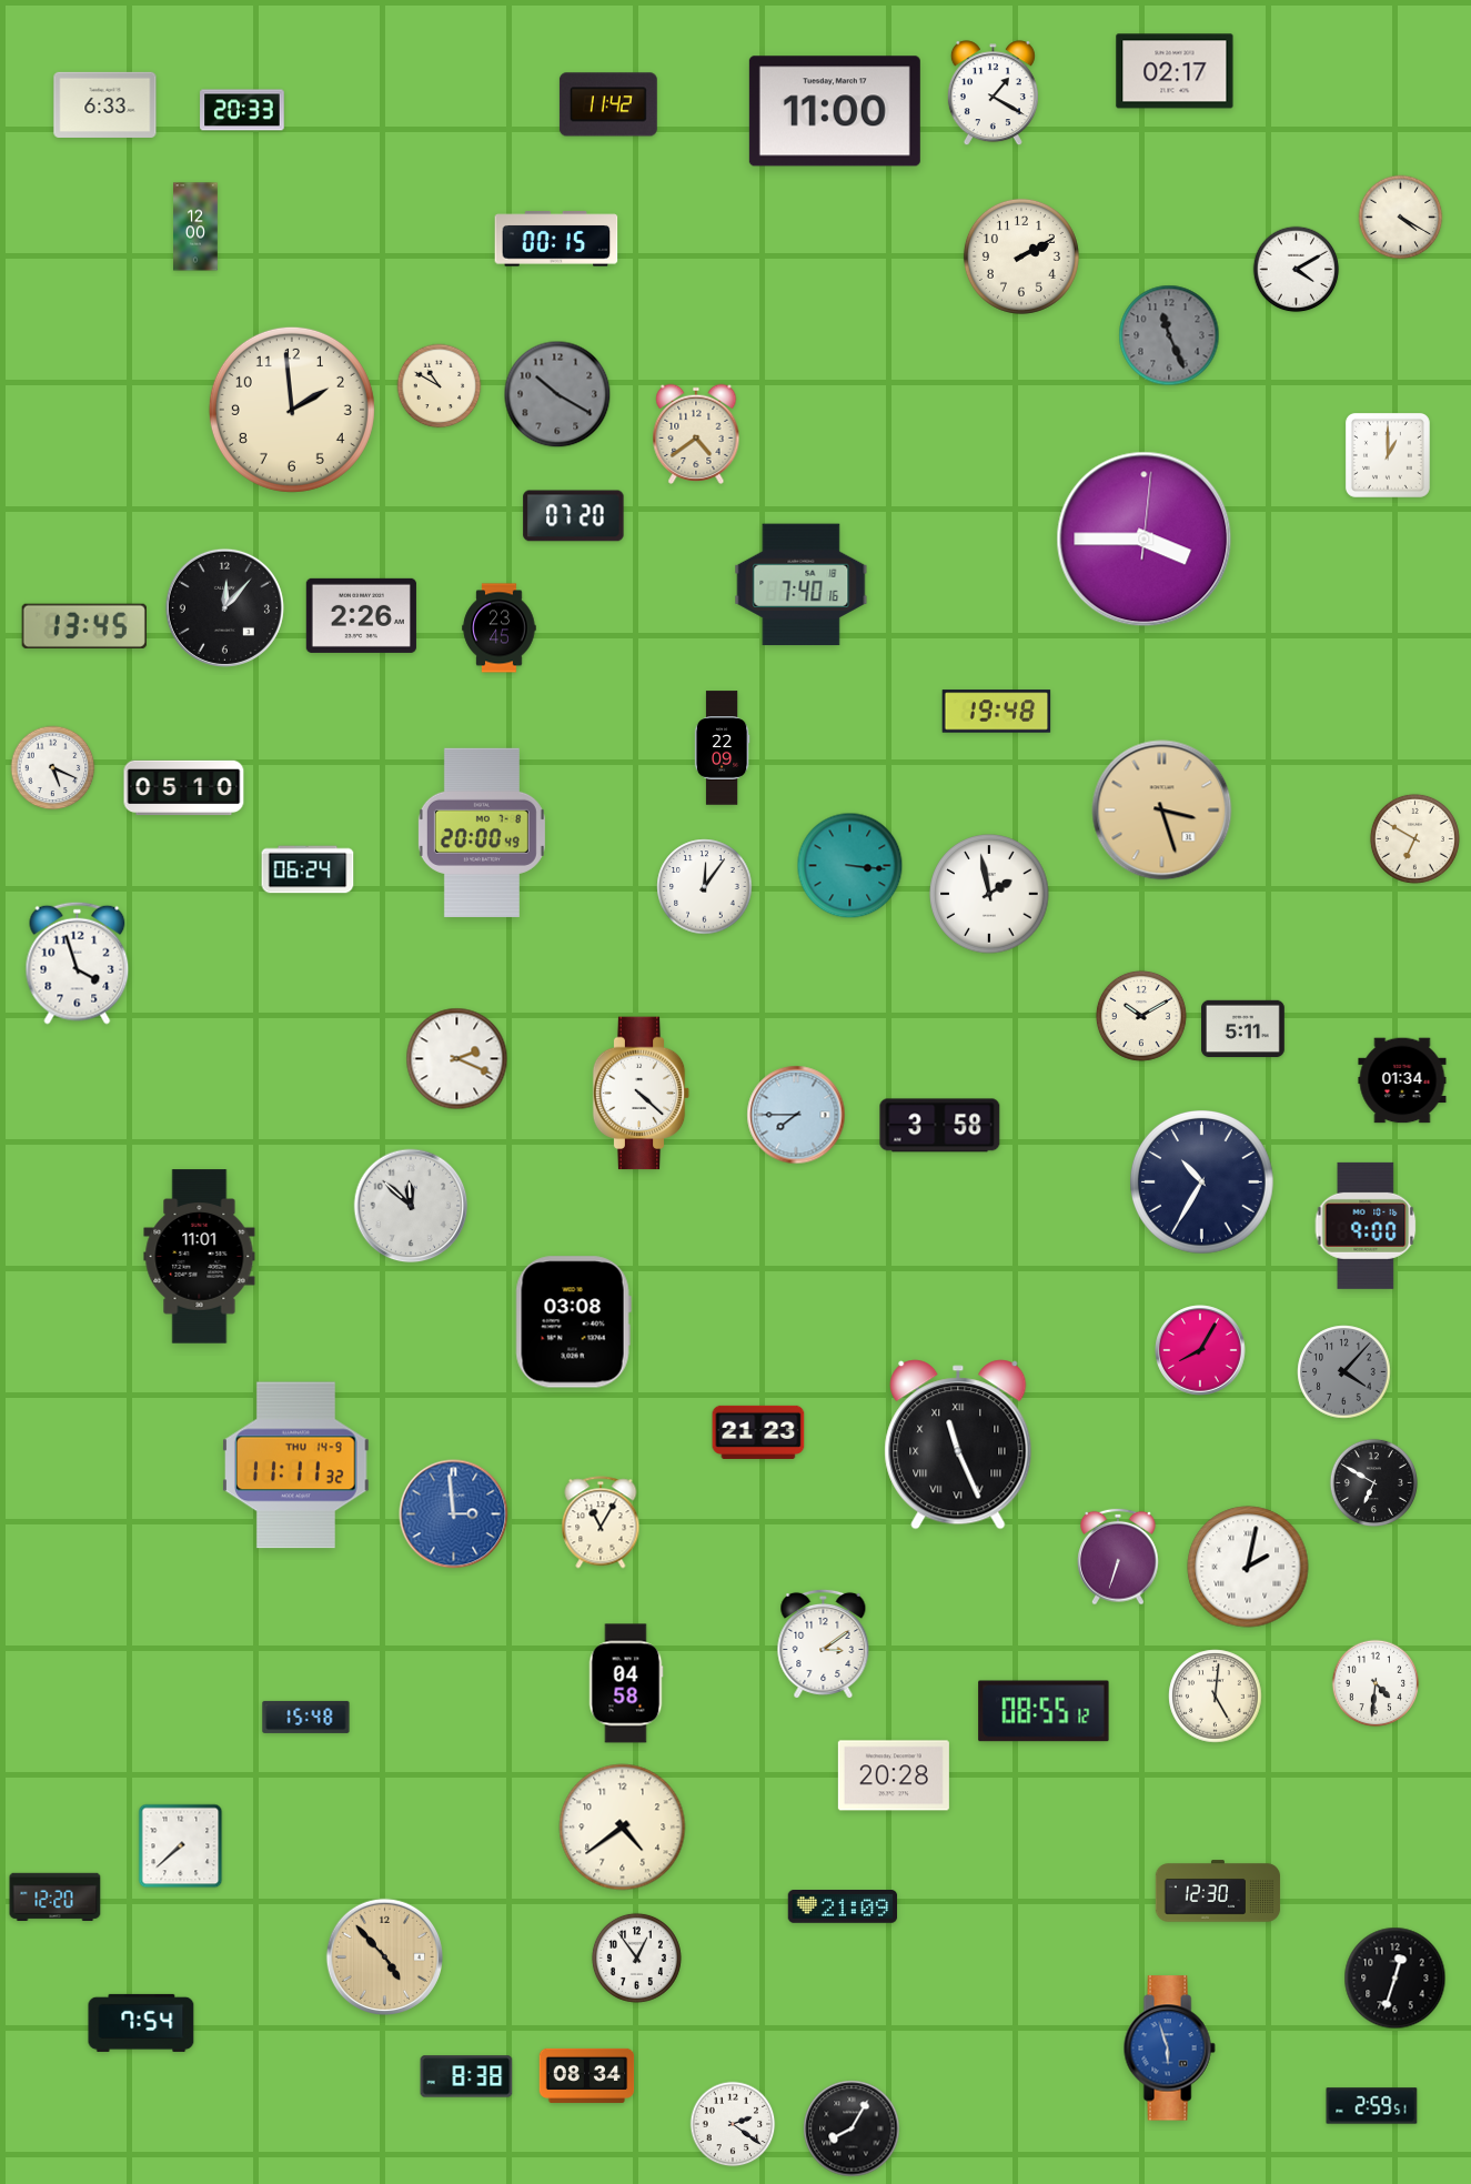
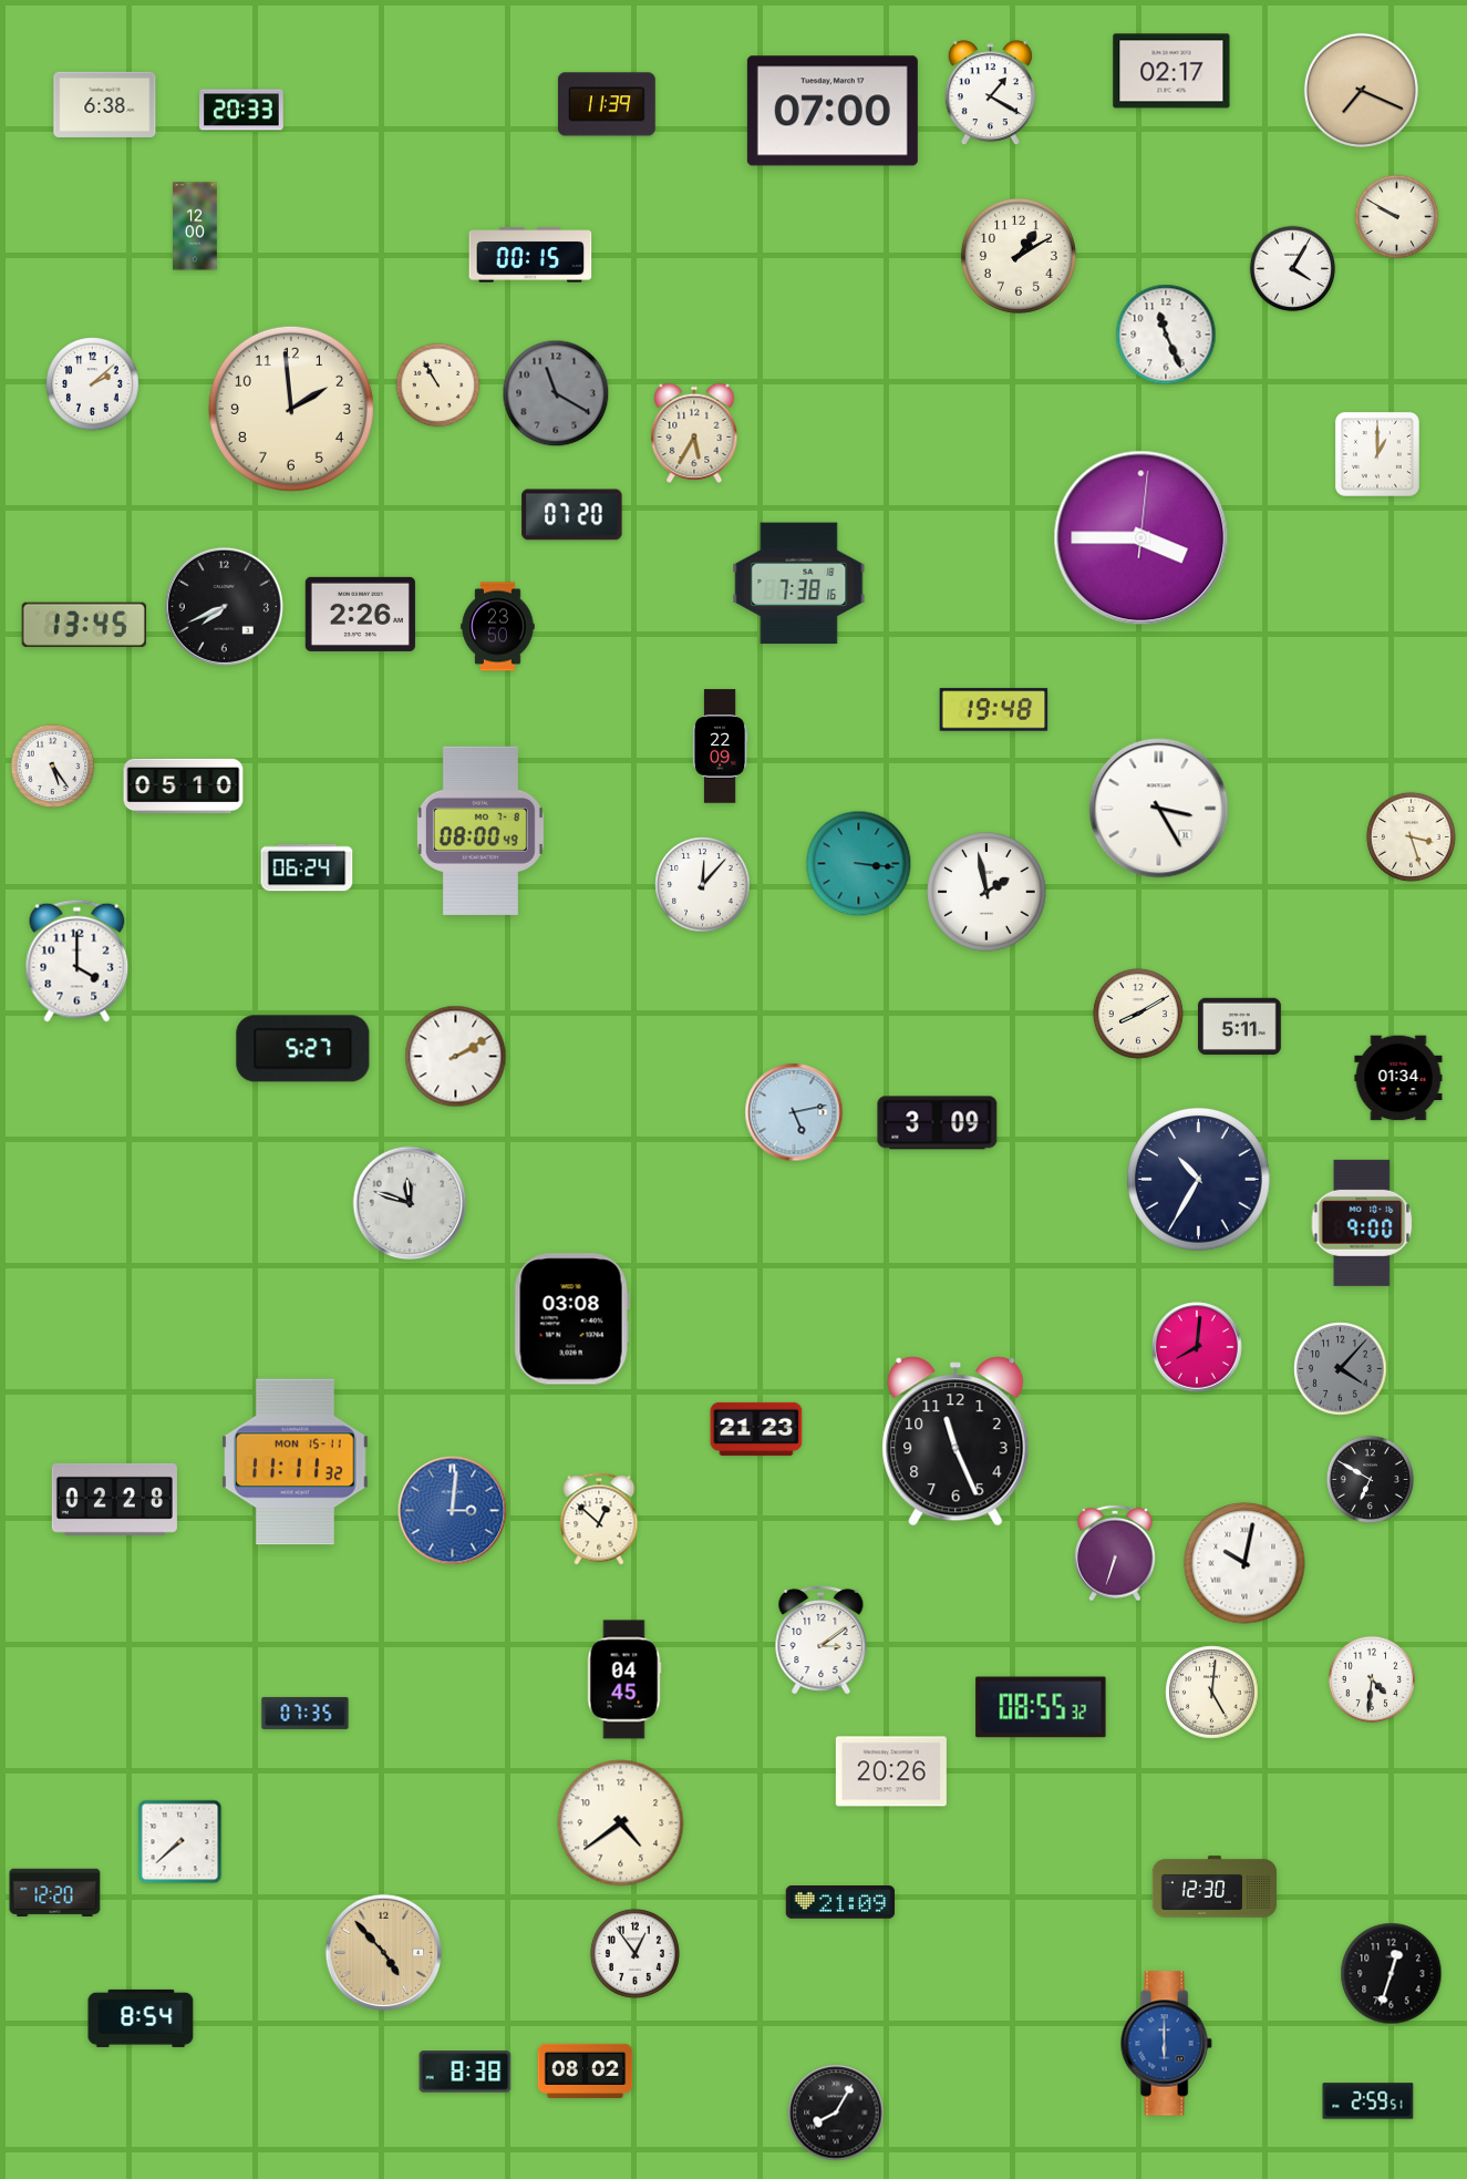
clock at (1361, 90): none -> 7:19
clock at (105, 104): 6:33 -> 6:38
clock at (608, 104): 11:42 -> 11:39
clock at (835, 111): 11:00 -> 07:00
clock at (1401, 218): 4:20 -> 9:50
clock at (556, 239) position: (556, 239) -> (530, 255)
clock at (1021, 256): 2:10 -> 1:10
clock at (1297, 270): 4:10 -> 4:05
clock at (1169, 335) dial: grey -> white
clock at (93, 384): none -> 2:08
clock at (440, 386): 10:50 -> 10:55
clock at (557, 394): 10:20 -> 11:20
clock at (696, 434): 4:39 -> 5:35
clock at (1388, 455) position: (1388, 455) -> (1377, 454)
clock at (802, 585): 7:40 -> 7:38
clock at (224, 607): 12:07 -> 7:41
clock at (500, 628): 23:45 -> 23:50
clock at (53, 768): 5:19 -> 5:24
clock at (1162, 811): 3:27 -> 3:25
clock at (1162, 811) dial: champagne -> white
clock at (482, 833): 20:00 -> 08:00
clock at (1414, 838): 6:50 -> 3:27
clock at (850, 866) position: (850, 866) -> (859, 864)
clock at (705, 887): 12:06 -> 12:07
clock at (78, 963): 3:57 -> 4:00
clock at (1141, 1016): 10:10 -> 8:10
clock at (303, 1049): none -> 5:27
clock at (457, 1059): 2:19 -> 2:10
clock at (642, 1094): 4:22 -> none
clock at (796, 1115): 7:45 -> 5:13
clock at (940, 1126): 3:58 -> 3:09
clock at (411, 1206): 11:52 -> 11:48
clock at (200, 1257): 11:01 -> none
clock at (1200, 1350): 8:05 -> 8:01
clock at (958, 1445) numerals: Roman -> Arabic
clock at (296, 1466) date: THU 14-9 -> MON 15-11
clock at (114, 1499): none -> 02:28
clock at (454, 1514): 2:59 -> 3:01
clock at (601, 1522): 11:05 -> 12:52
clock at (1248, 1567): 2:02 -> 10:02
clock at (626, 1683): 04:58 -> 04:45
clock at (1044, 1711): 08:55:12 -> 08:55:32
clock at (306, 1717): 15:48 -> 07:35
clock at (894, 1775): 20:28 -> 20:26
clock at (141, 2023): 7:54 -> 8:54
clock at (1169, 2049): 5:57 -> 6:00
clock at (587, 2075): 08:34 -> 08:02
clock at (733, 2124): 2:21 -> none
clock at (852, 2128) position: (852, 2128) -> (836, 2113)
